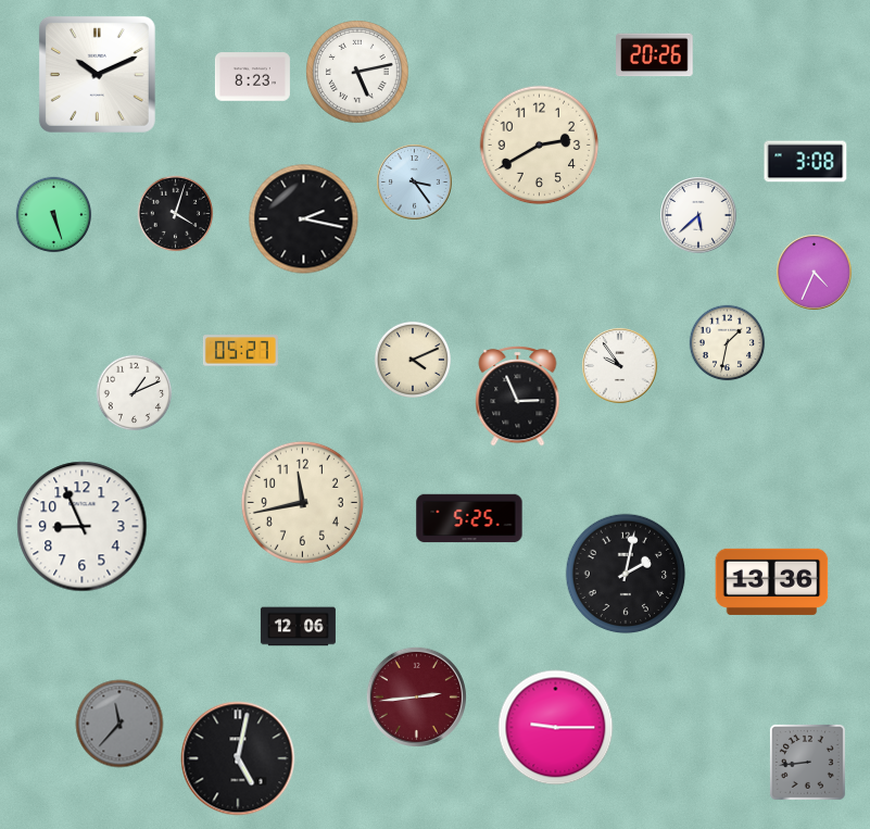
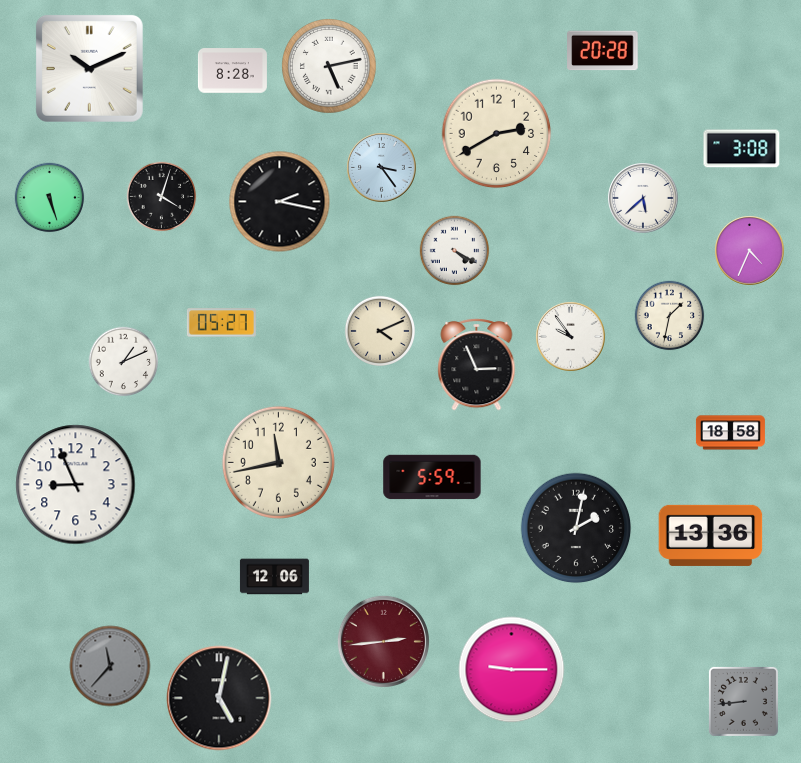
clock at (655, 55): 20:26 -> 20:28
clock at (252, 77): 8:23 -> 8:28
clock at (455, 251): none -> 4:20
clock at (730, 433): none -> 18:58
clock at (469, 518): 5:25 -> 5:59
